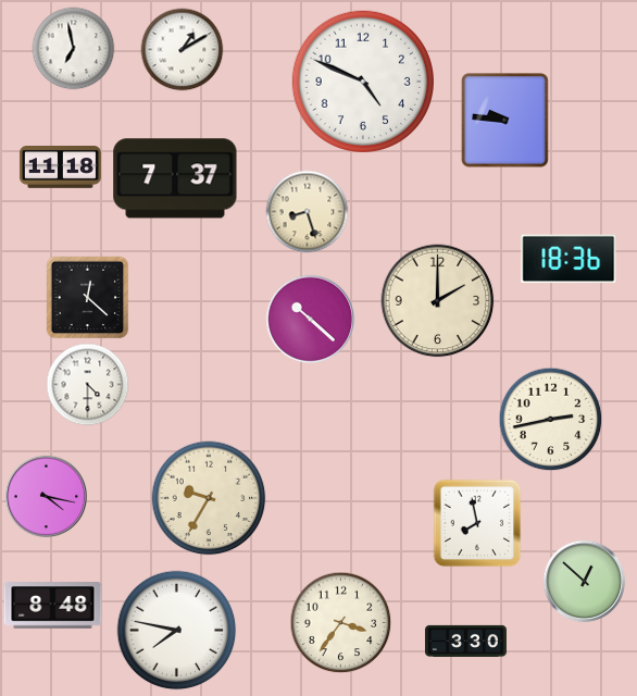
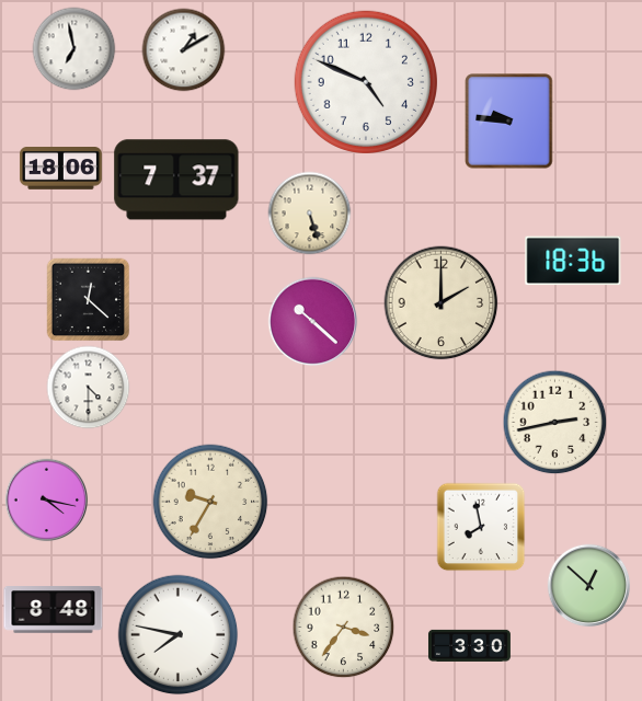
clock at (60, 167): 11:18 -> 18:06
clock at (308, 212): 8:27 -> 5:27
